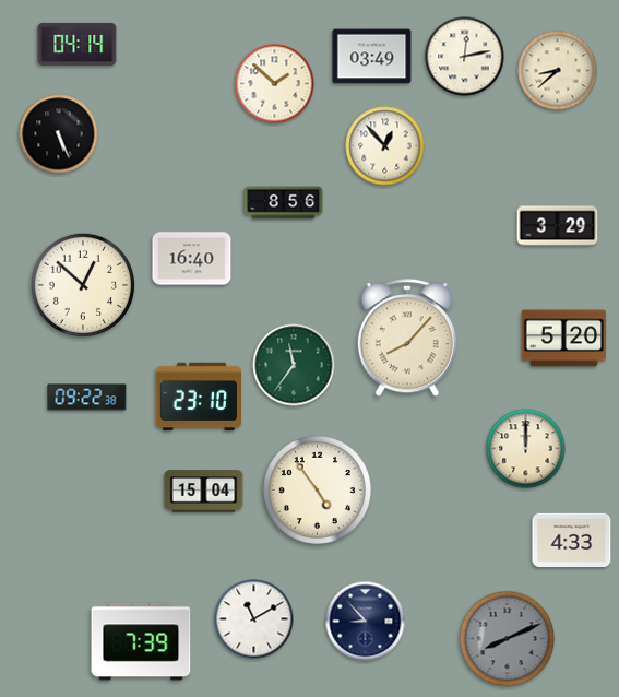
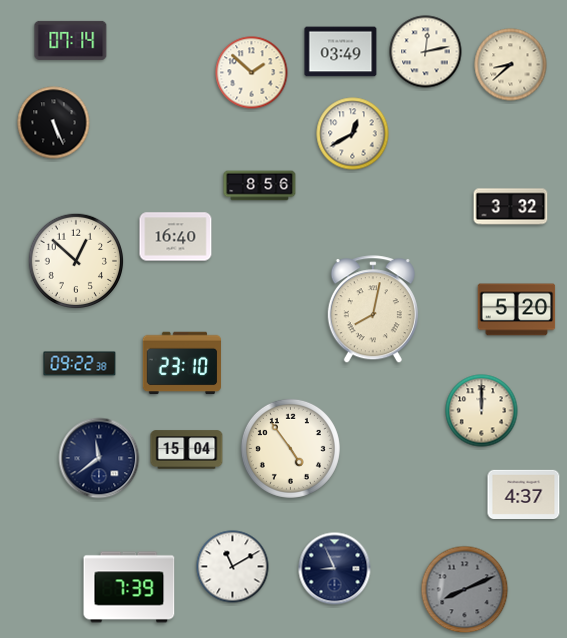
clock at (78, 44): 04:14 -> 07:14
clock at (275, 84) position: (275, 84) -> (252, 73)
clock at (385, 146): 12:53 -> 12:40
clock at (558, 226): 3:29 -> 3:32
clock at (407, 339): 8:07 -> 8:02
clock at (294, 365): 11:36 -> none
clock at (99, 458): none -> 11:39
clock at (572, 540): 4:33 -> 4:37
clock at (366, 622): 8:53 -> 8:56
clock at (508, 639) position: (508, 639) -> (465, 590)
